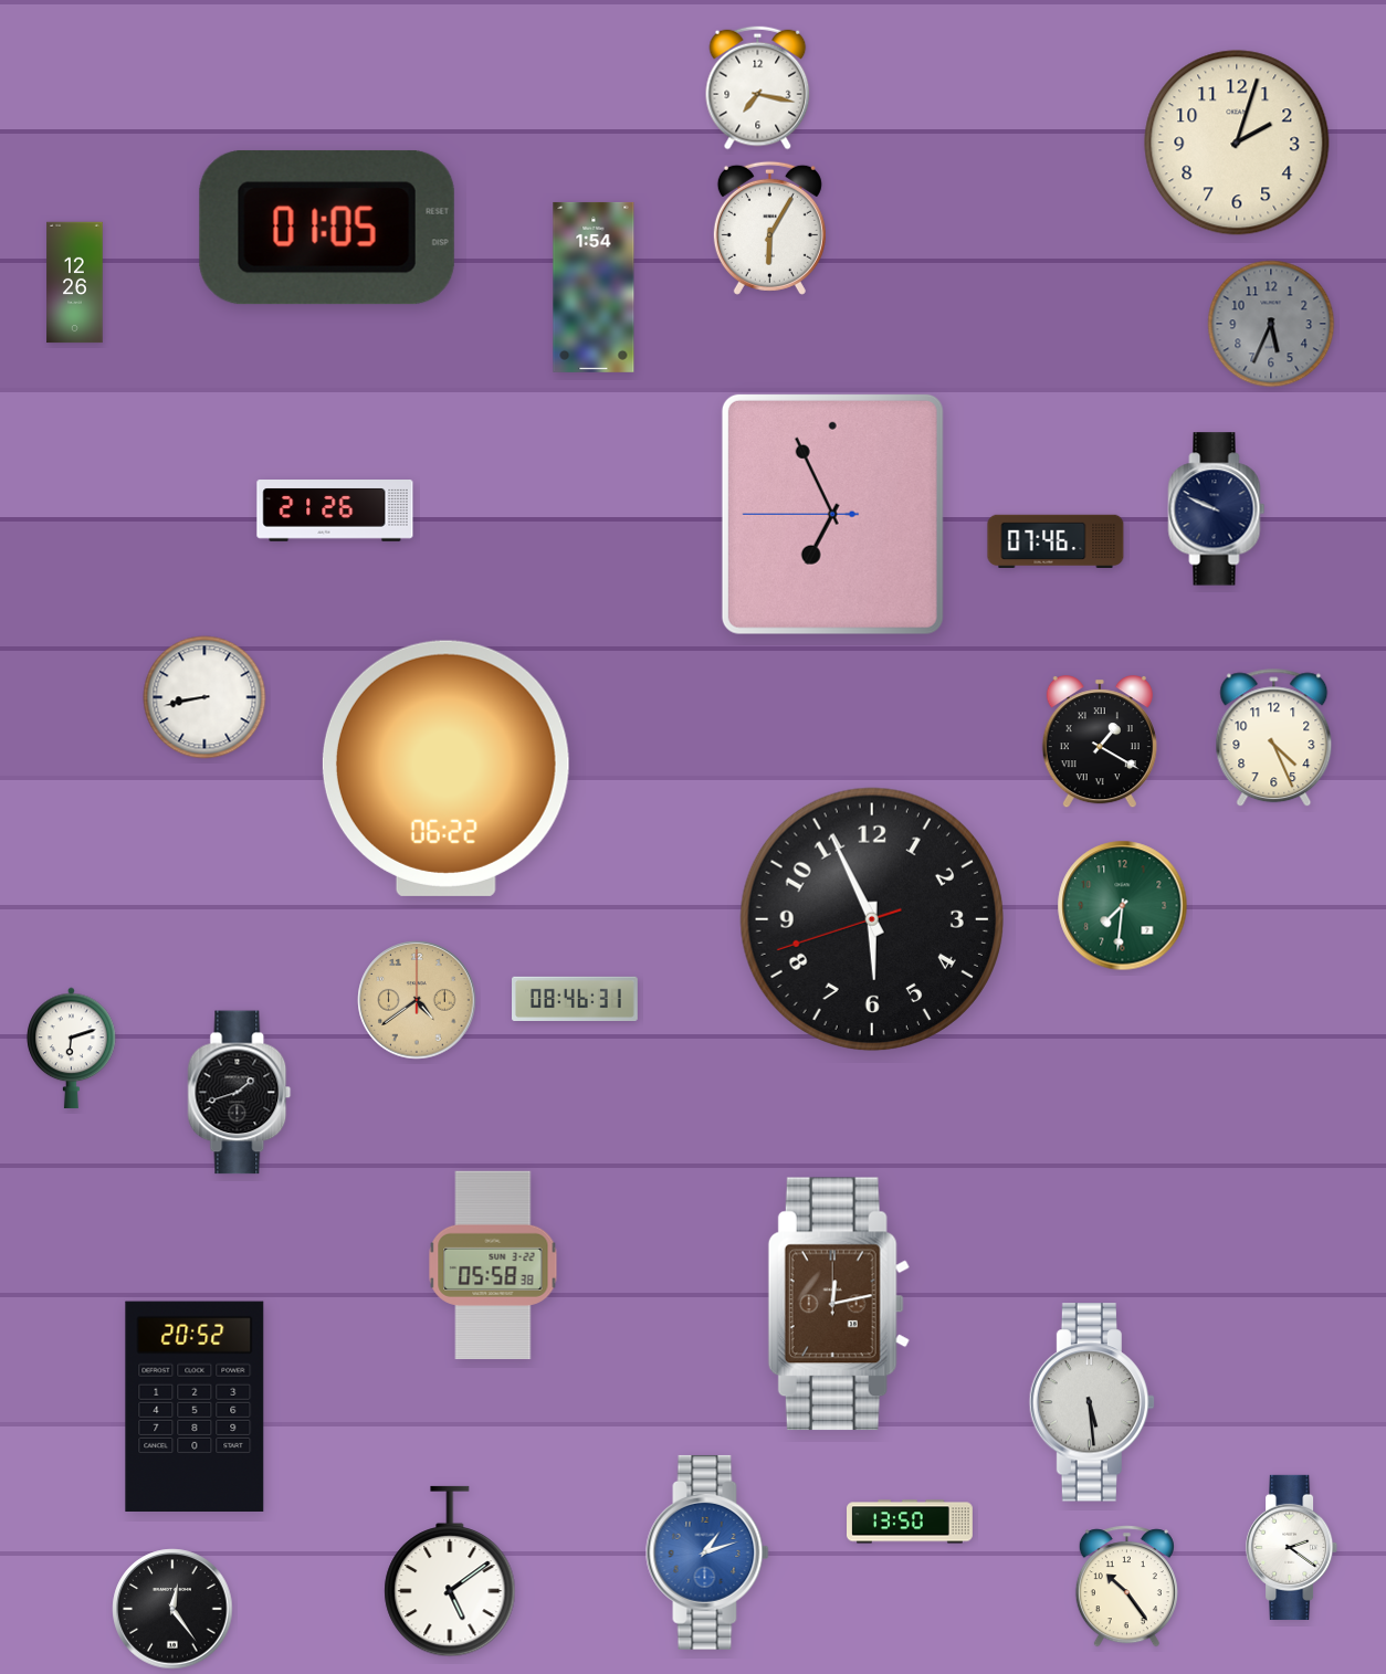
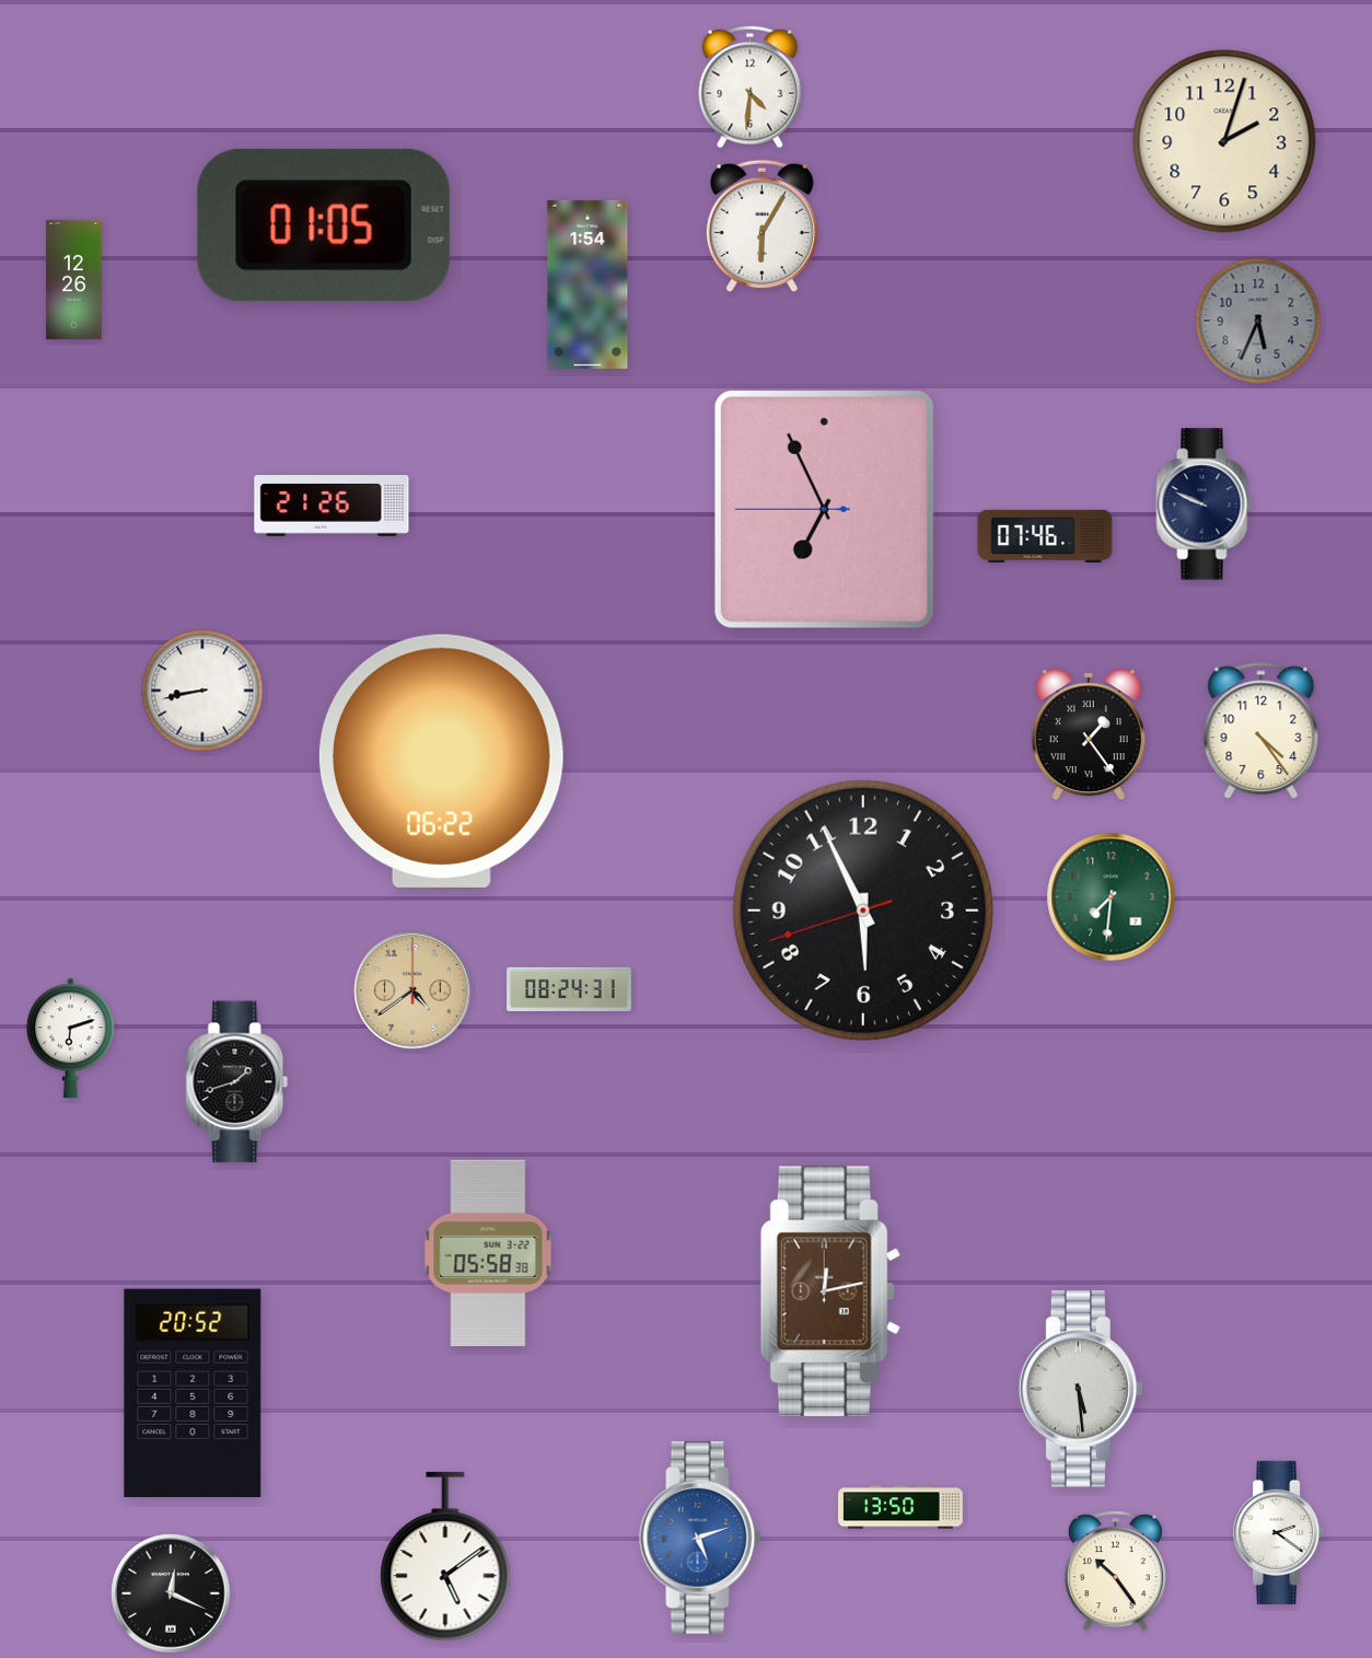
clock at (758, 88): 7:17 -> 4:31
clock at (1274, 738): 4:26 -> 4:24
clock at (1100, 743): 1:20 -> 1:24
clock at (576, 998): 08:46 -> 08:24
clock at (707, 1552): 1:12 -> 5:12
clock at (172, 1609): 12:24 -> 12:19
